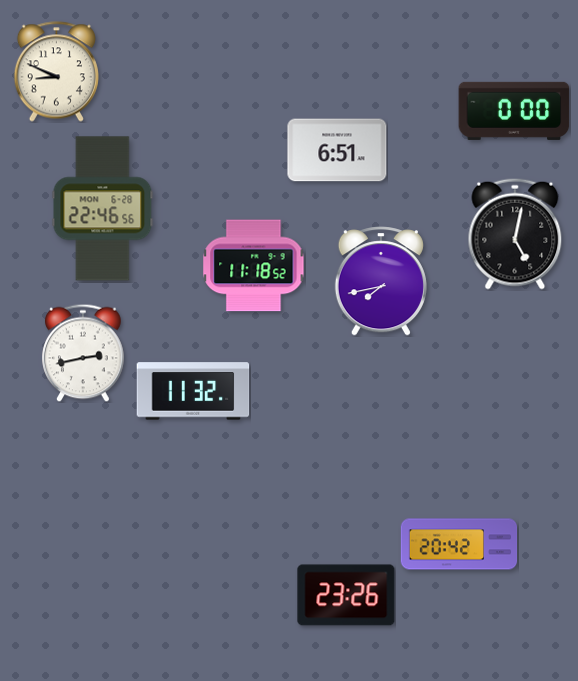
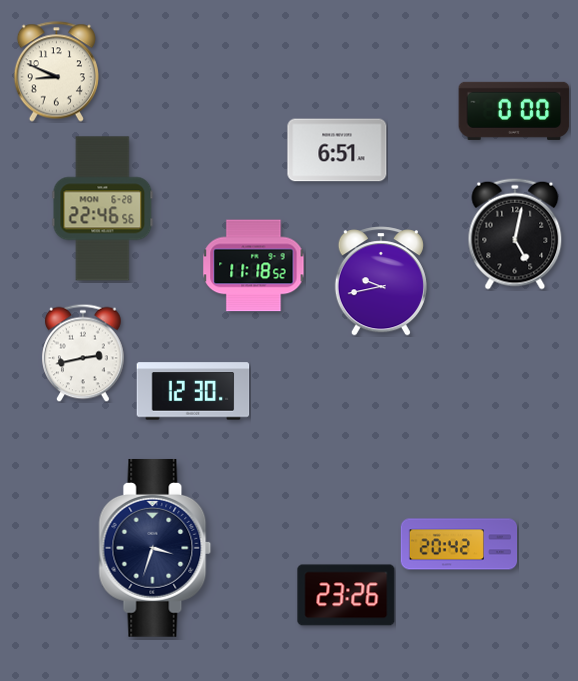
clock at (381, 281): 7:43 -> 9:43
clock at (193, 391): 11:32 -> 12:30
clock at (155, 548): none -> 3:33
